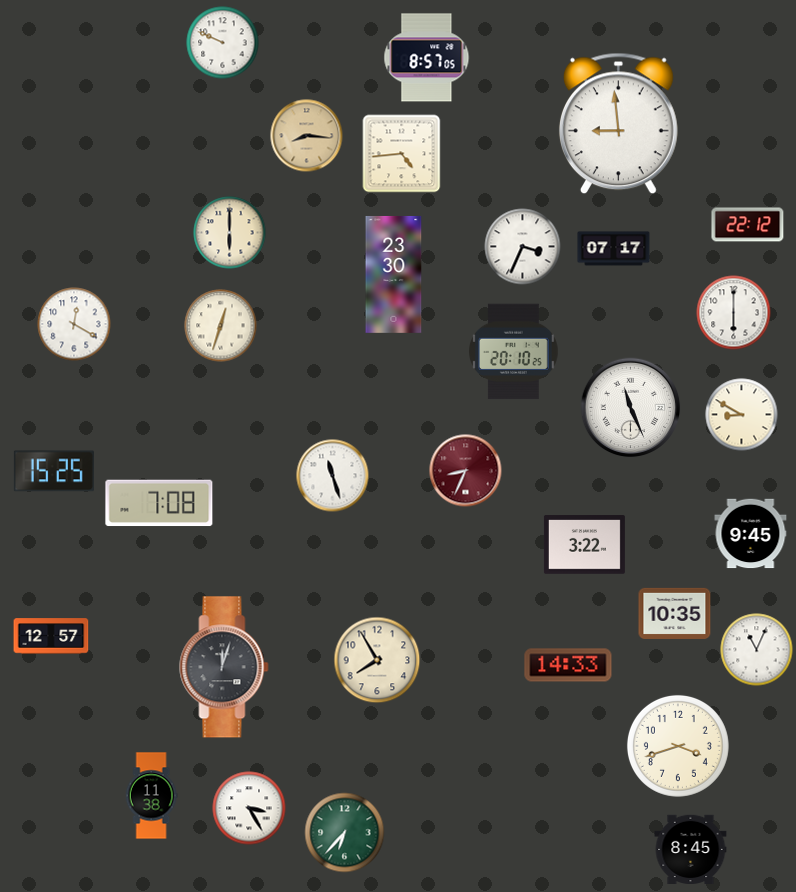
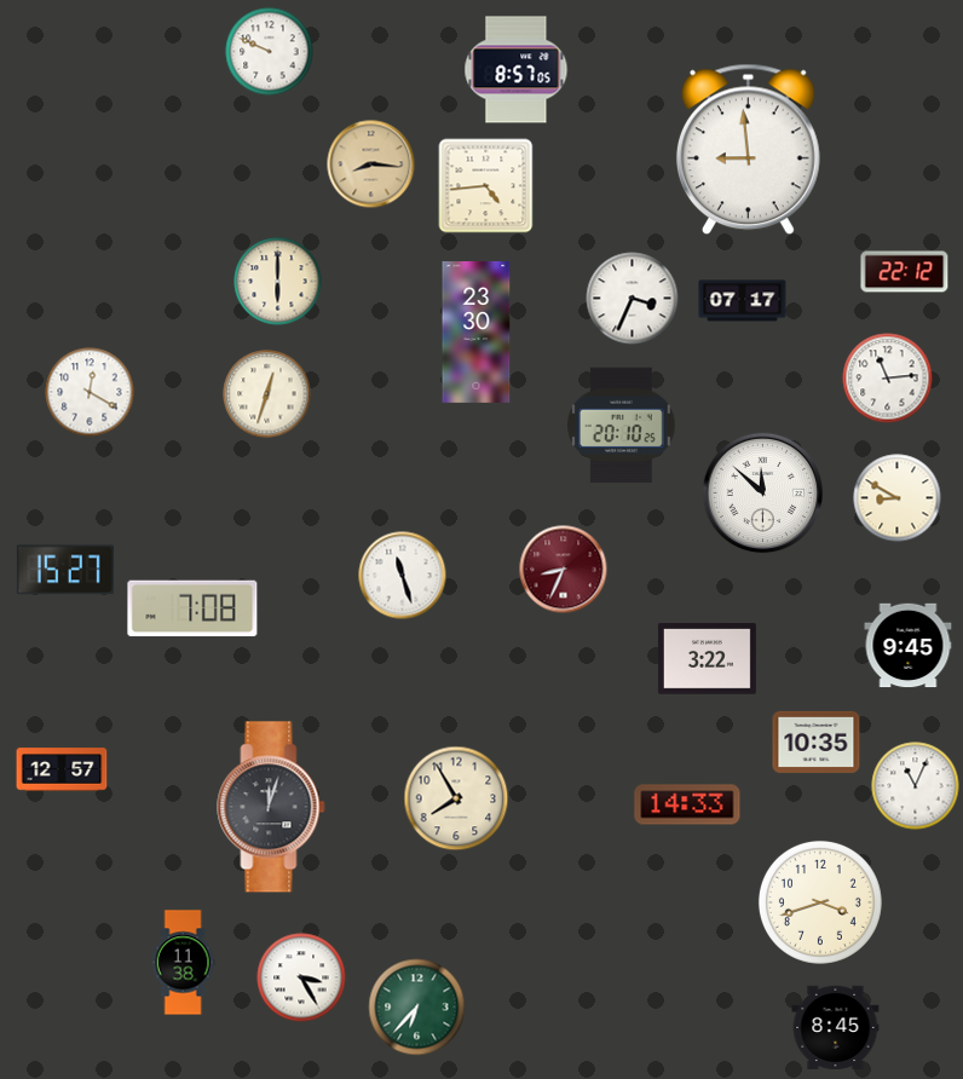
clock at (734, 313): 6:00 -> 11:14
clock at (631, 408): 11:26 -> 11:52
clock at (742, 415) position: (742, 415) -> (898, 498)
clock at (54, 471): 15:25 -> 15:27
